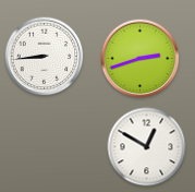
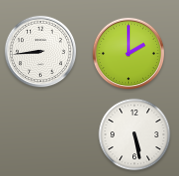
clock at (141, 59): 2:42 -> 2:00
clock at (147, 147): 12:50 -> 5:28
